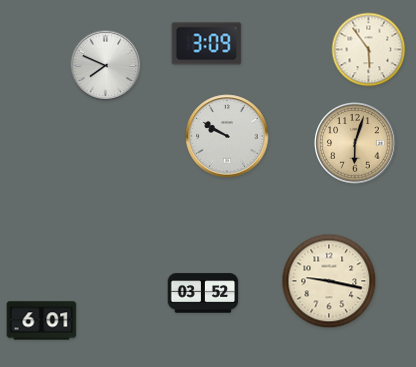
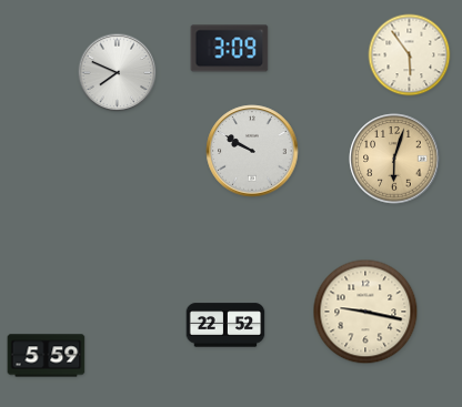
clock at (203, 293): 03:52 -> 22:52
clock at (42, 321): 6:01 -> 5:59
